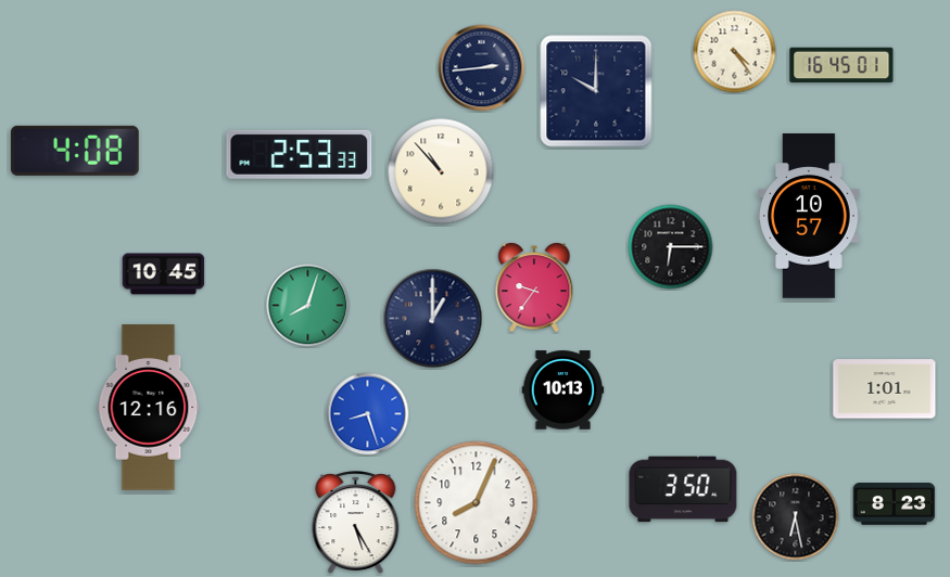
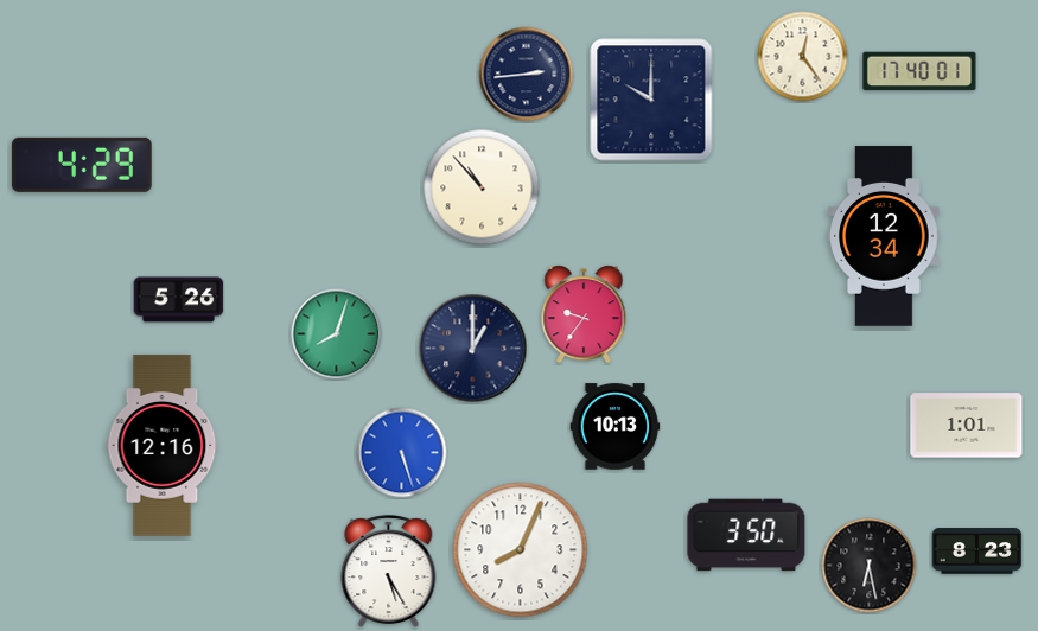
clock at (735, 52): 4:24 -> 12:24
clock at (841, 65): 16:45 -> 17:40
clock at (75, 151): 4:08 -> 4:29
clock at (300, 154): 2:53 -> none
clock at (809, 216): 10:57 -> 12:34
clock at (671, 247): 6:15 -> none
clock at (164, 274): 10:45 -> 5:26
clock at (368, 414): 8:27 -> 5:27
